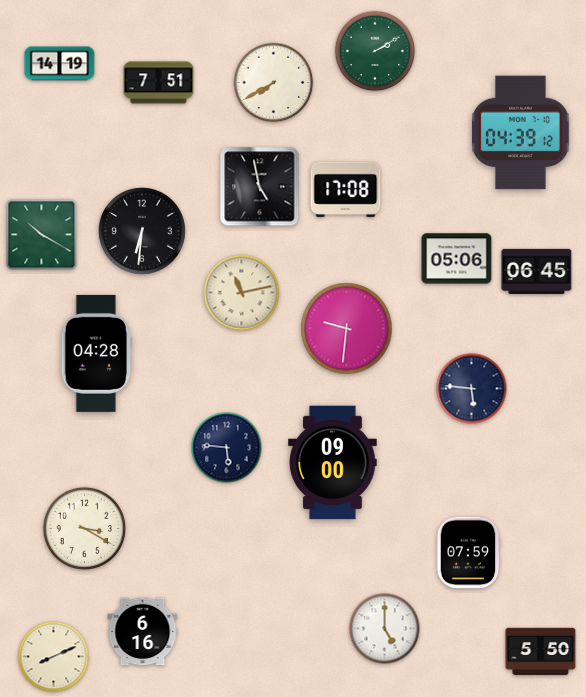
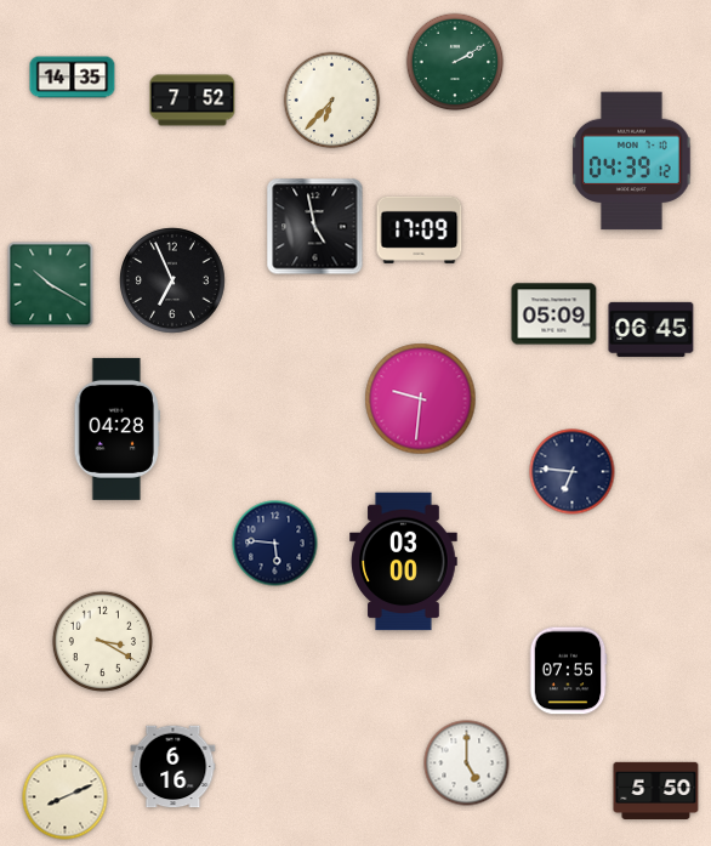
clock at (60, 64): 14:19 -> 14:35
clock at (159, 83): 7:51 -> 7:52
clock at (274, 83): 7:40 -> 6:37
clock at (346, 189): 17:08 -> 17:09
clock at (142, 231): 6:31 -> 6:56
clock at (457, 259): 05:06 -> 05:09
clock at (242, 293): 11:13 -> none
clock at (472, 389): 5:46 -> 6:46
clock at (333, 463): 09:00 -> 03:00
clock at (468, 553): 07:59 -> 07:55
